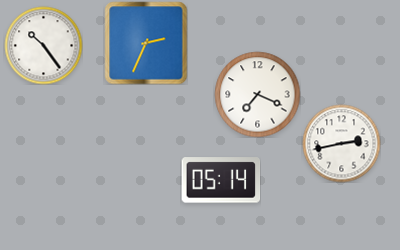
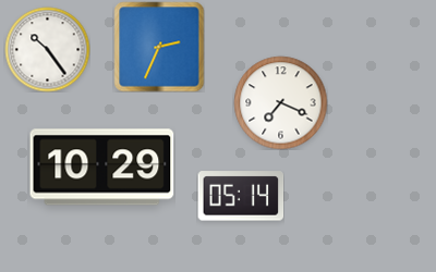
clock at (341, 143): 2:43 -> none
clock at (102, 168): none -> 10:29
